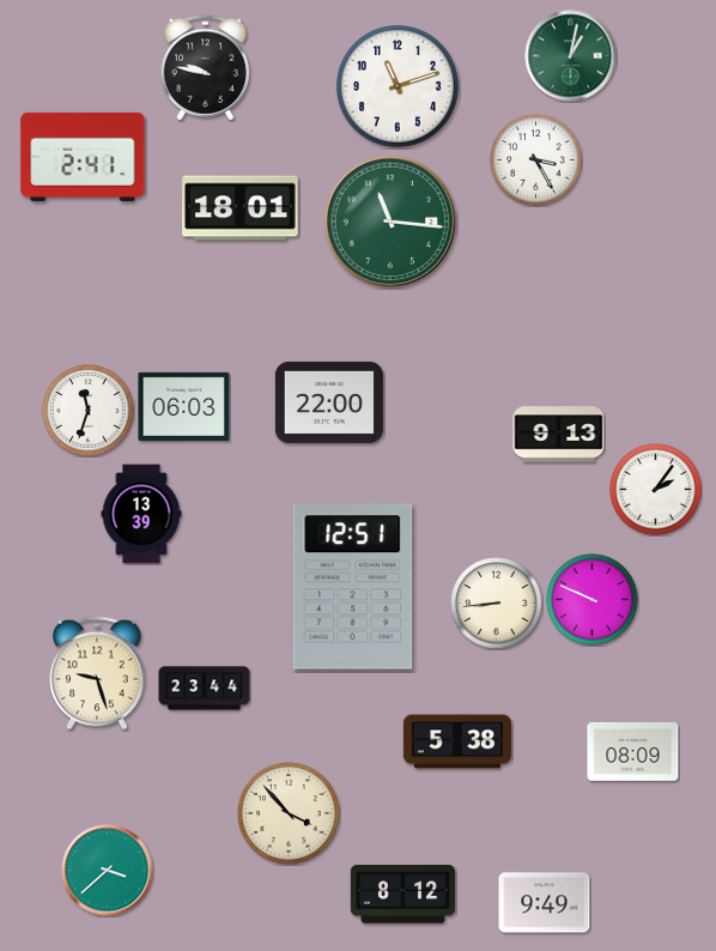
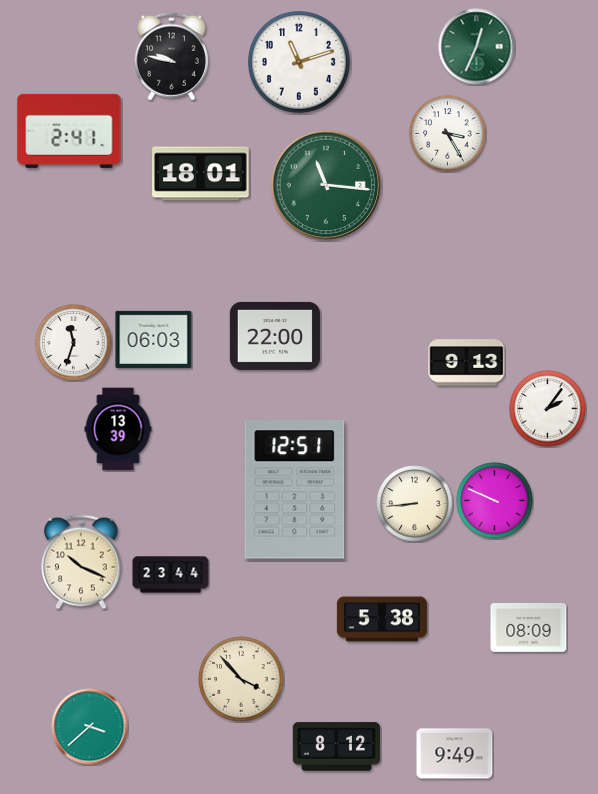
clock at (571, 56): 1:02 -> 12:34
clock at (399, 87) position: (399, 87) -> (300, 63)
clock at (97, 673): 9:27 -> 10:19
